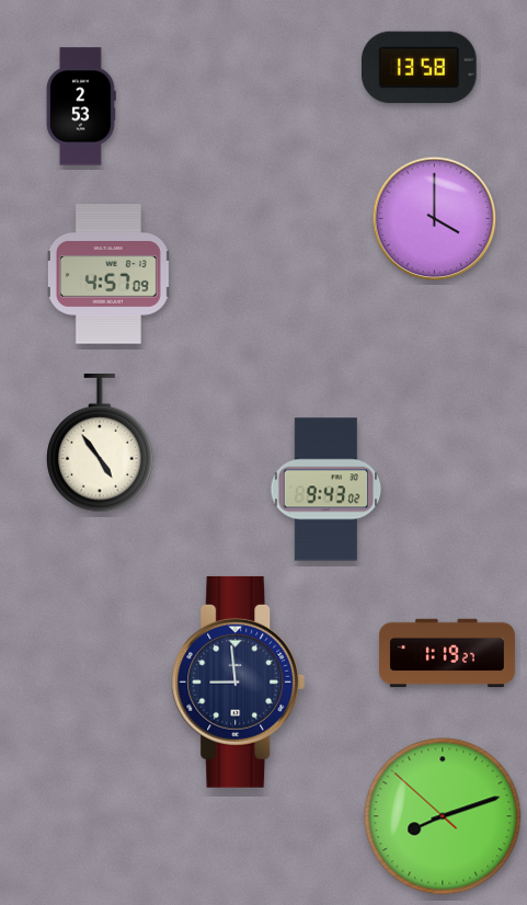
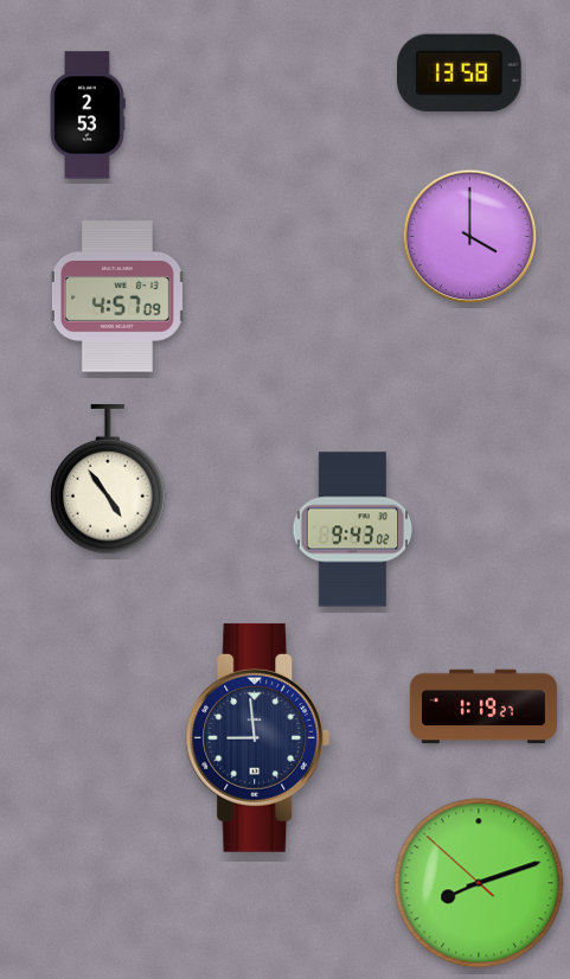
clock at (420, 68) position: (420, 68) -> (460, 73)
